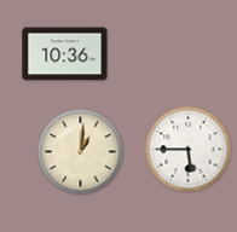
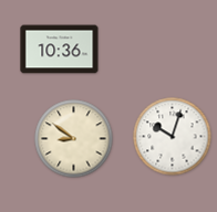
clock at (189, 150): 5:45 -> 10:03
clock at (81, 152): 1:01 -> 8:51
